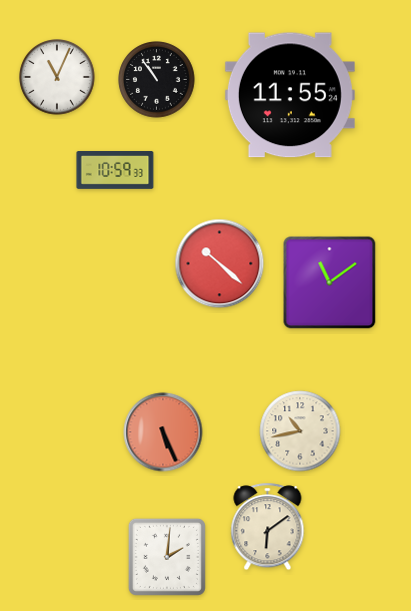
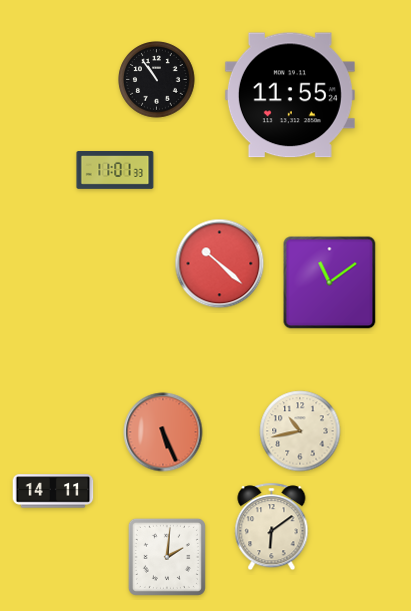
clock at (57, 77): 11:04 -> none
clock at (115, 171): 10:59 -> 11:01
clock at (53, 491): none -> 14:11
clock at (268, 527) position: (268, 527) -> (272, 527)
